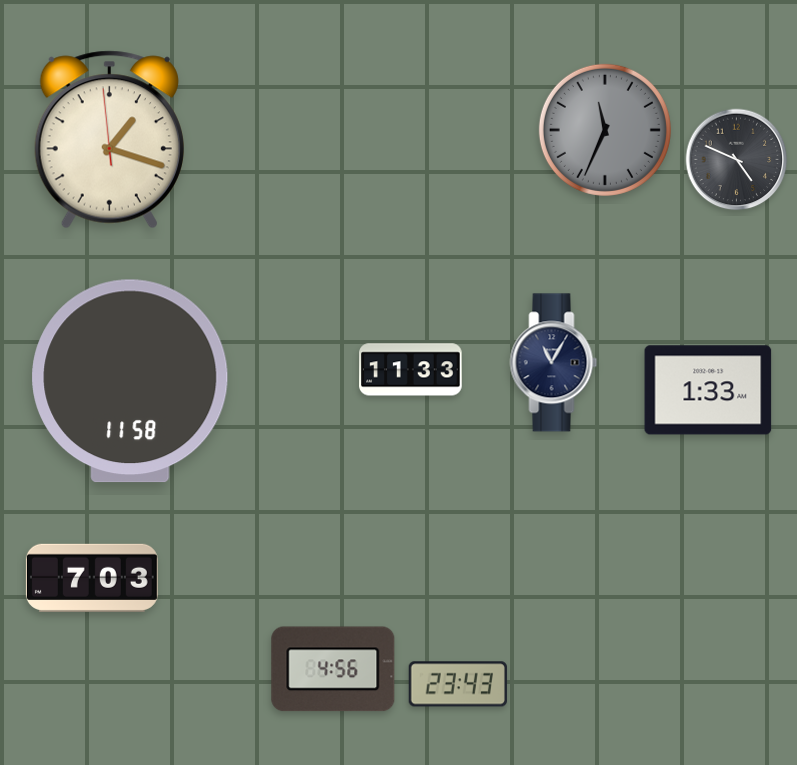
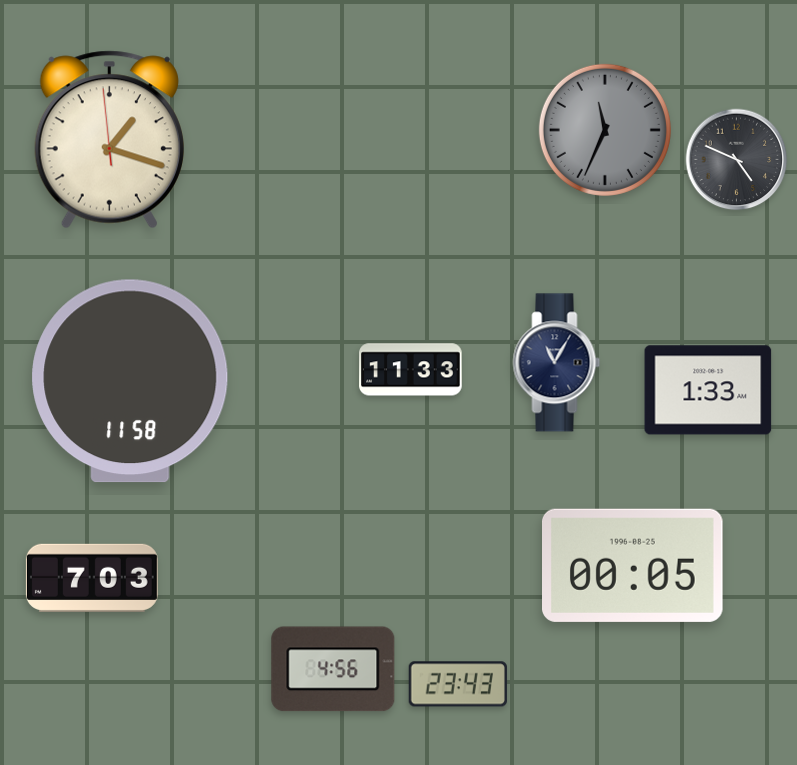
clock at (554, 363) position: (554, 363) -> (557, 363)
clock at (633, 565): none -> 00:05
